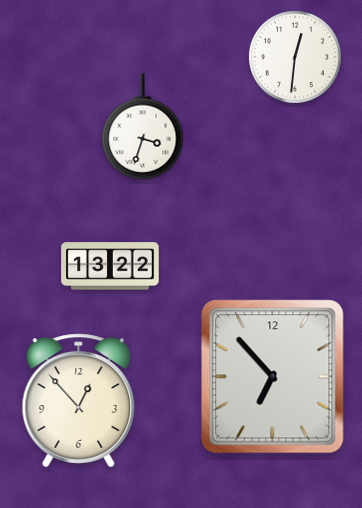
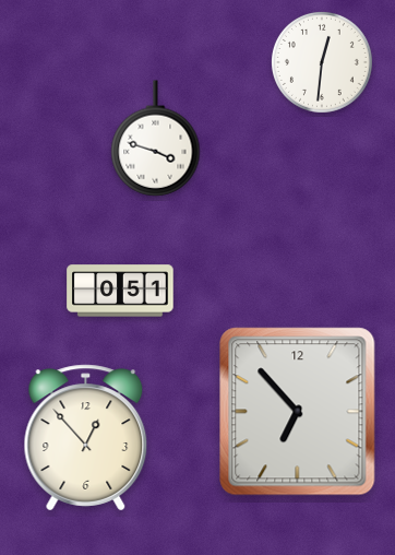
clock at (143, 127): 3:33 -> 3:48
clock at (110, 266): 13:22 -> 0:51
